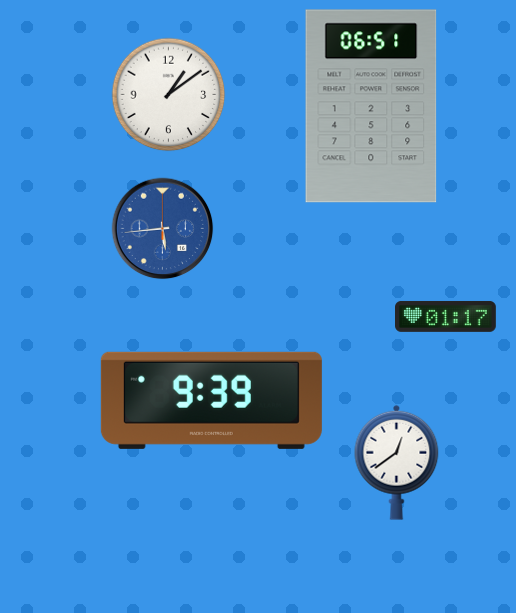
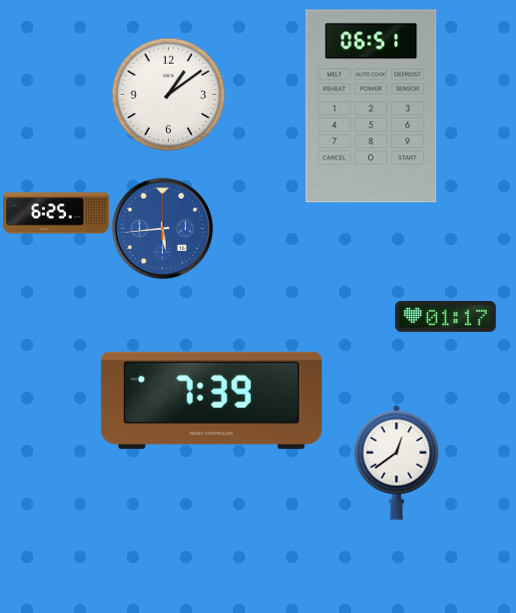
clock at (56, 213): none -> 6:25
clock at (211, 400): 9:39 -> 7:39
